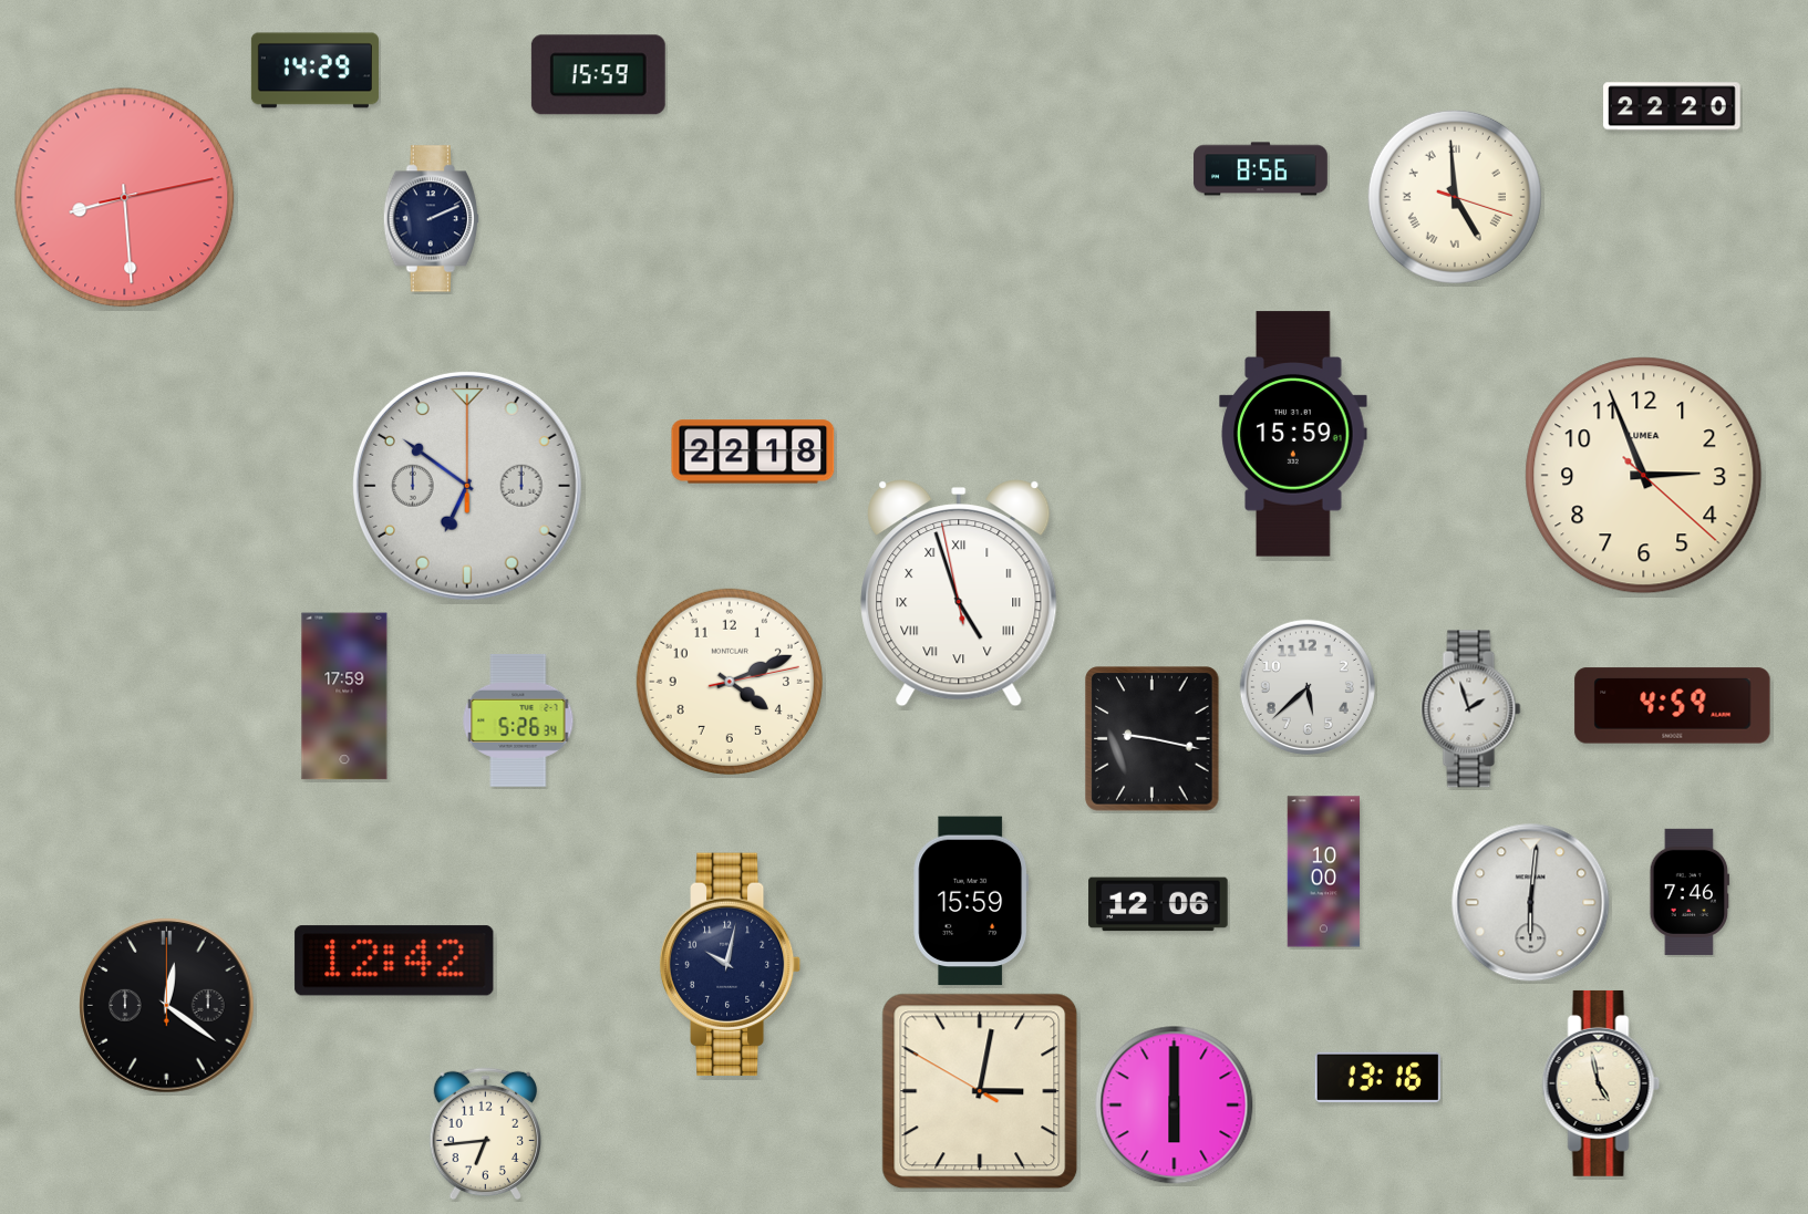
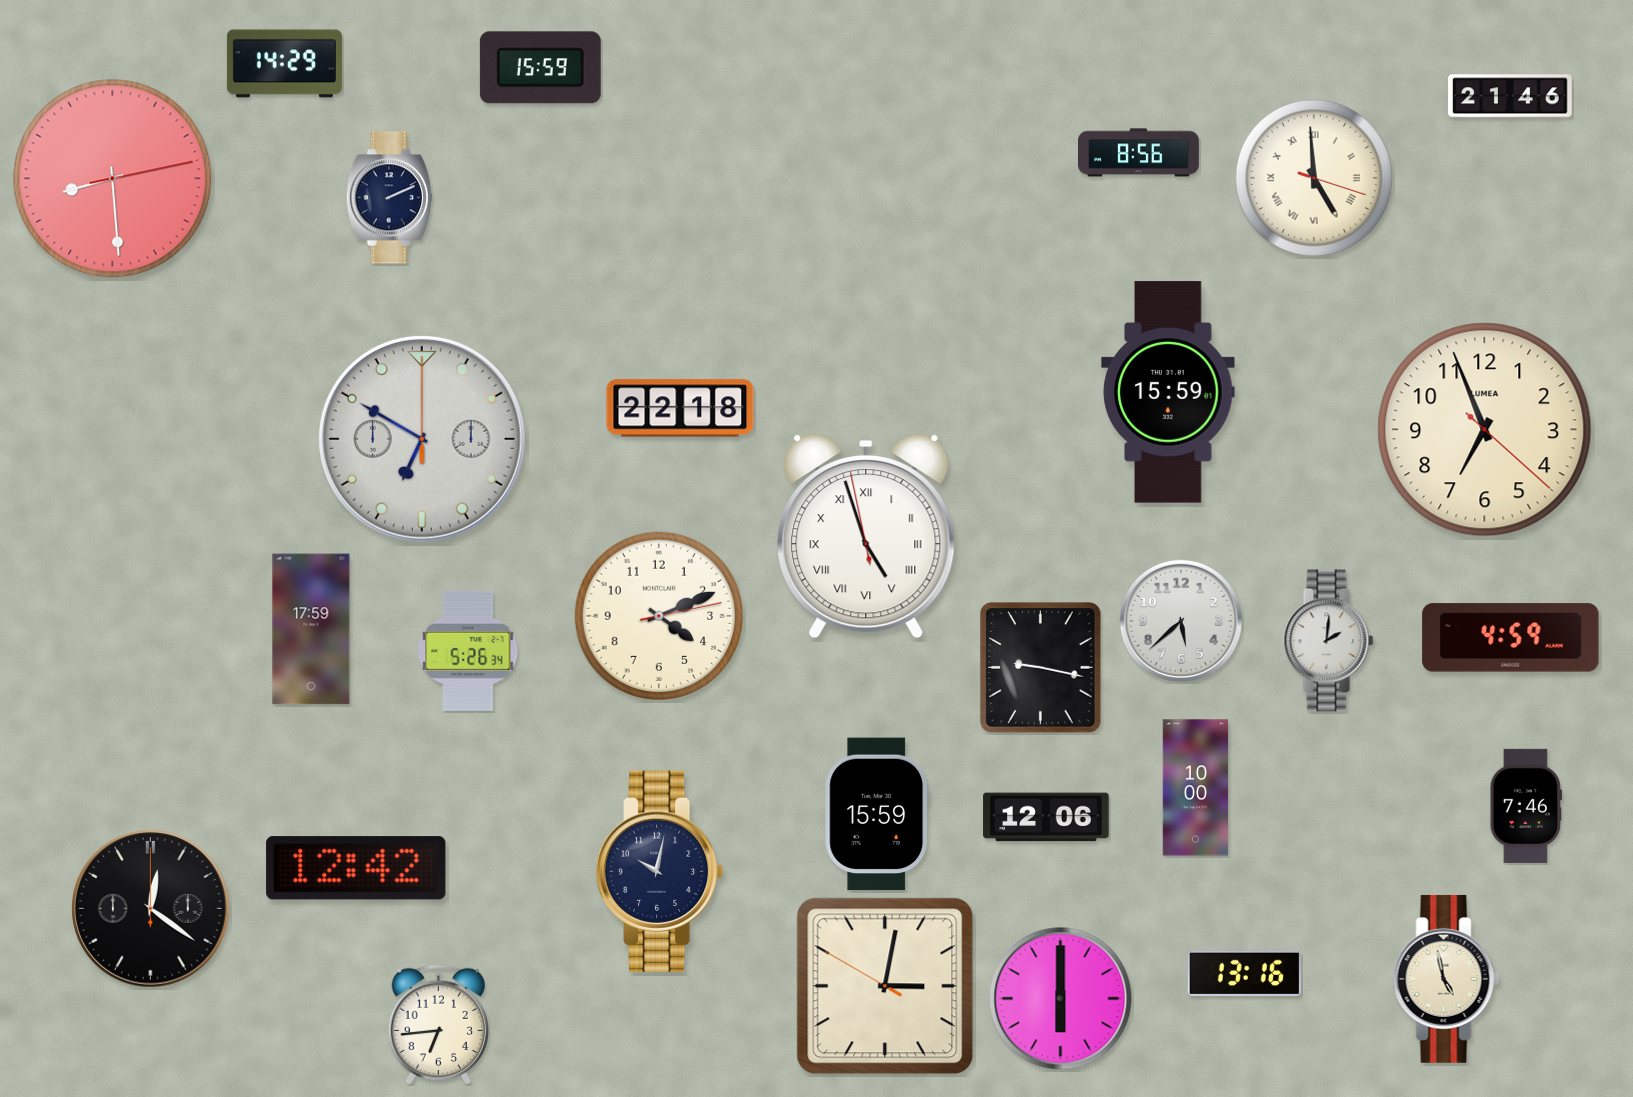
clock at (1672, 106): 22:20 -> 21:46
clock at (1644, 476): 2:56 -> 6:56
clock at (467, 486): 6:51 -> 6:50
clock at (1471, 709): 1:57 -> 2:01
clock at (1531, 903): 6:01 -> none
